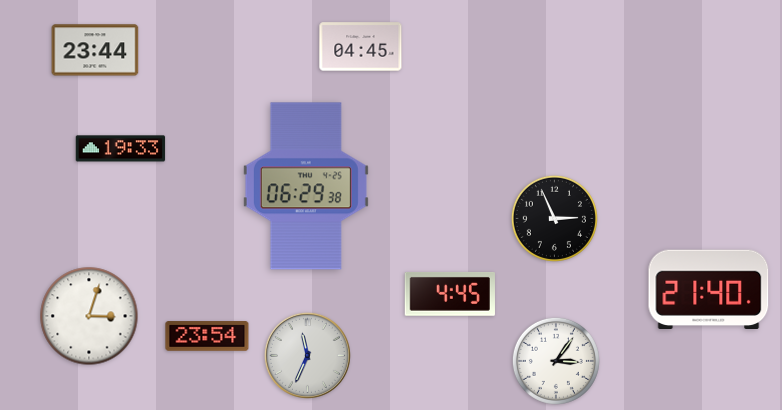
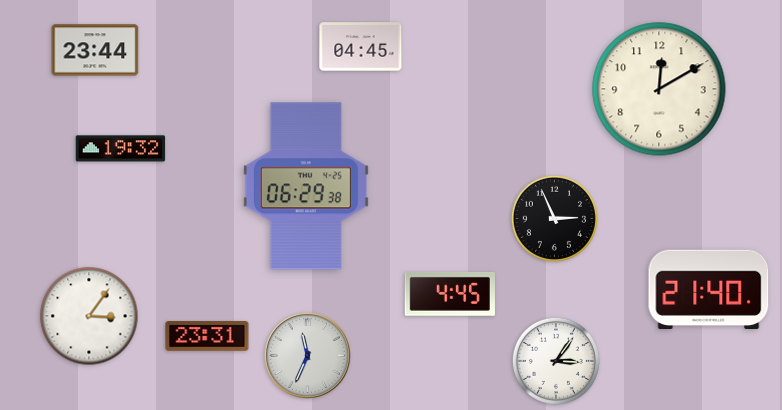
clock at (659, 89): none -> 12:10
clock at (121, 149): 19:33 -> 19:32
clock at (89, 316): 3:03 -> 3:06
clock at (207, 336): 23:54 -> 23:31
